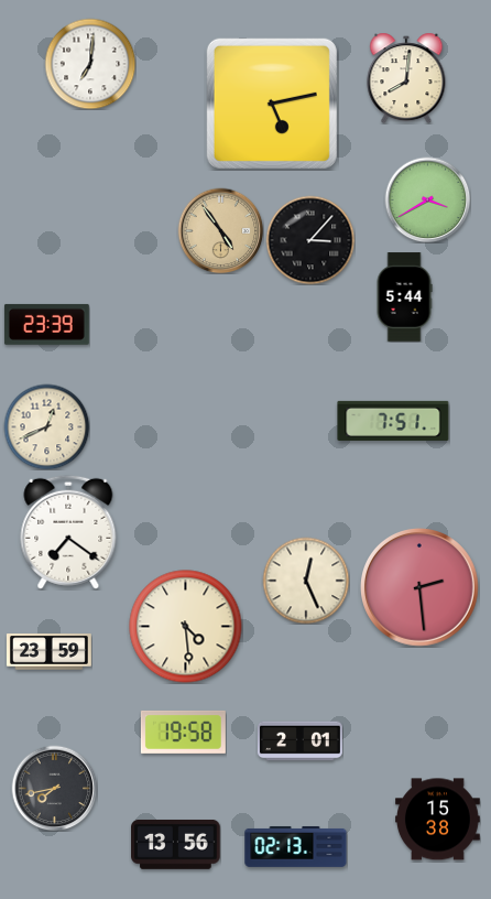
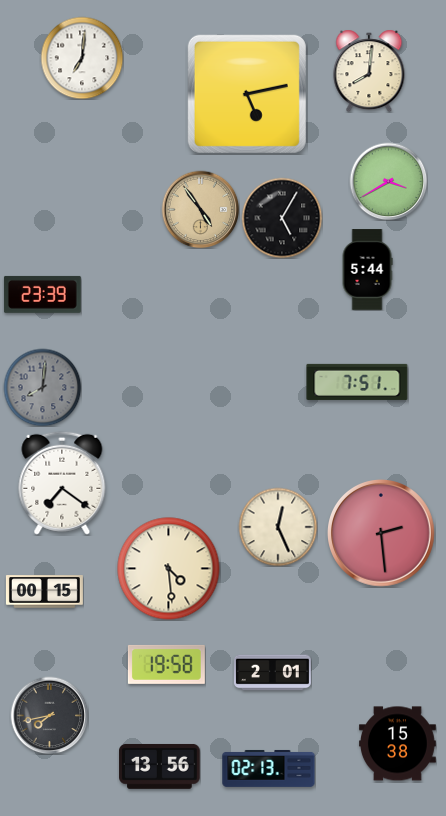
clock at (310, 240): 3:07 -> 5:05
clock at (46, 426): 12:41 -> 8:01
clock at (46, 426) dial: cream -> grey
clock at (48, 652): 23:59 -> 00:15
